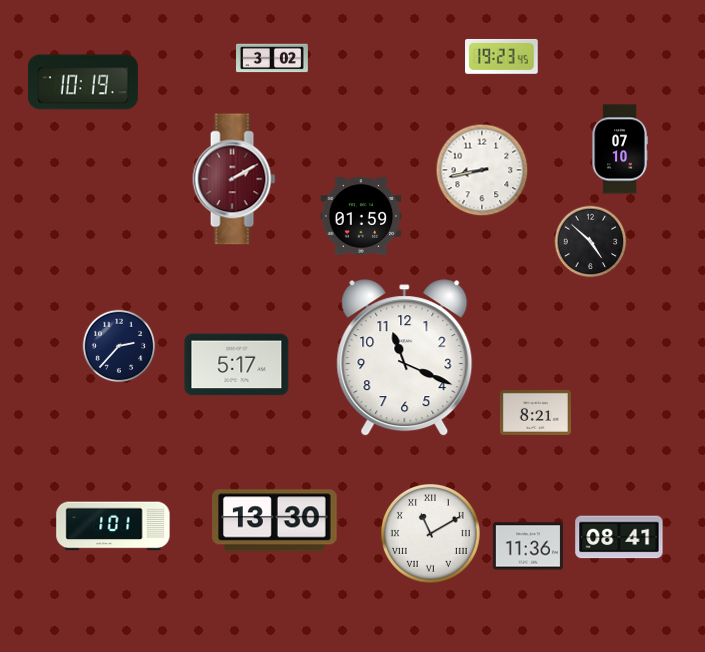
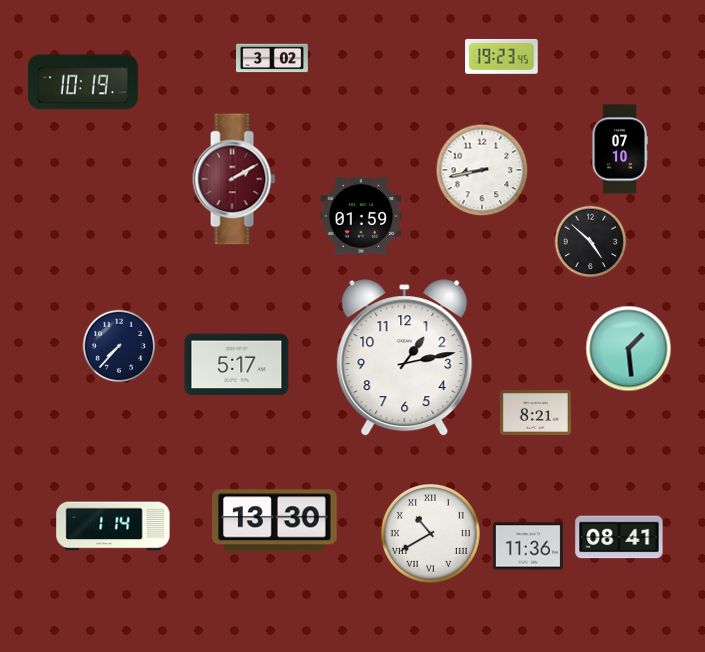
clock at (119, 346): 2:37 -> 7:37
clock at (629, 349): none -> 1:29
clock at (405, 358): 11:19 -> 1:13
clock at (113, 526): 1:01 -> 1:14
clock at (431, 534): 11:10 -> 10:40
